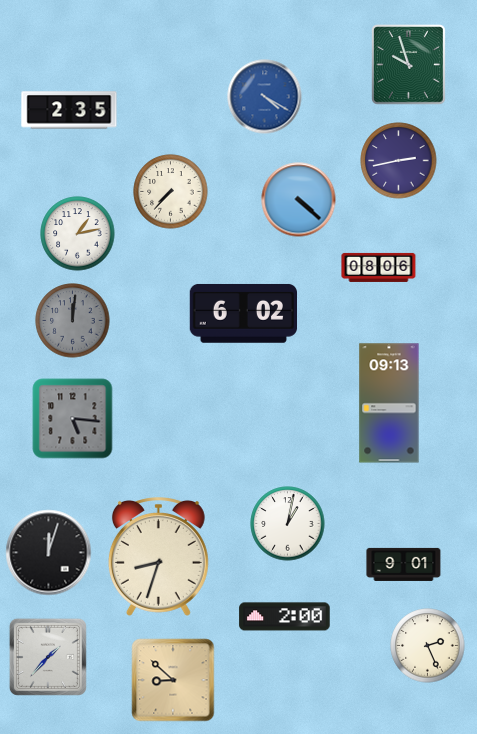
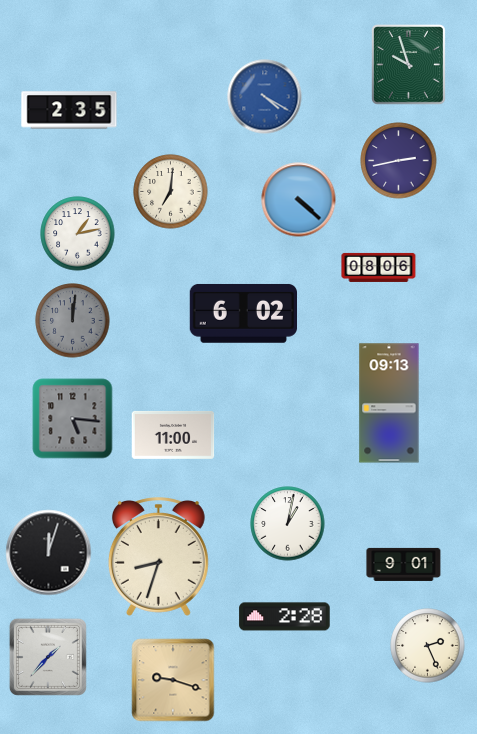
clock at (171, 192): 7:37 -> 7:01
clock at (173, 435): none -> 11:00
clock at (285, 617): 2:00 -> 2:28
clock at (173, 680): 8:52 -> 9:18
